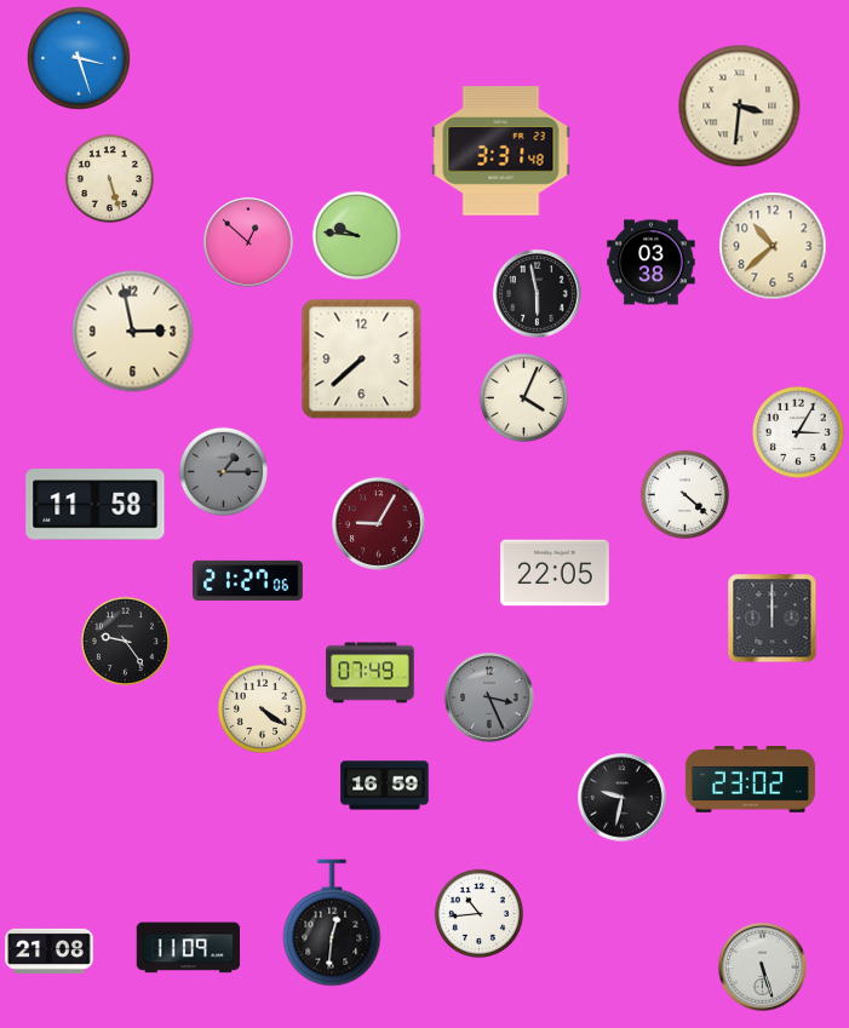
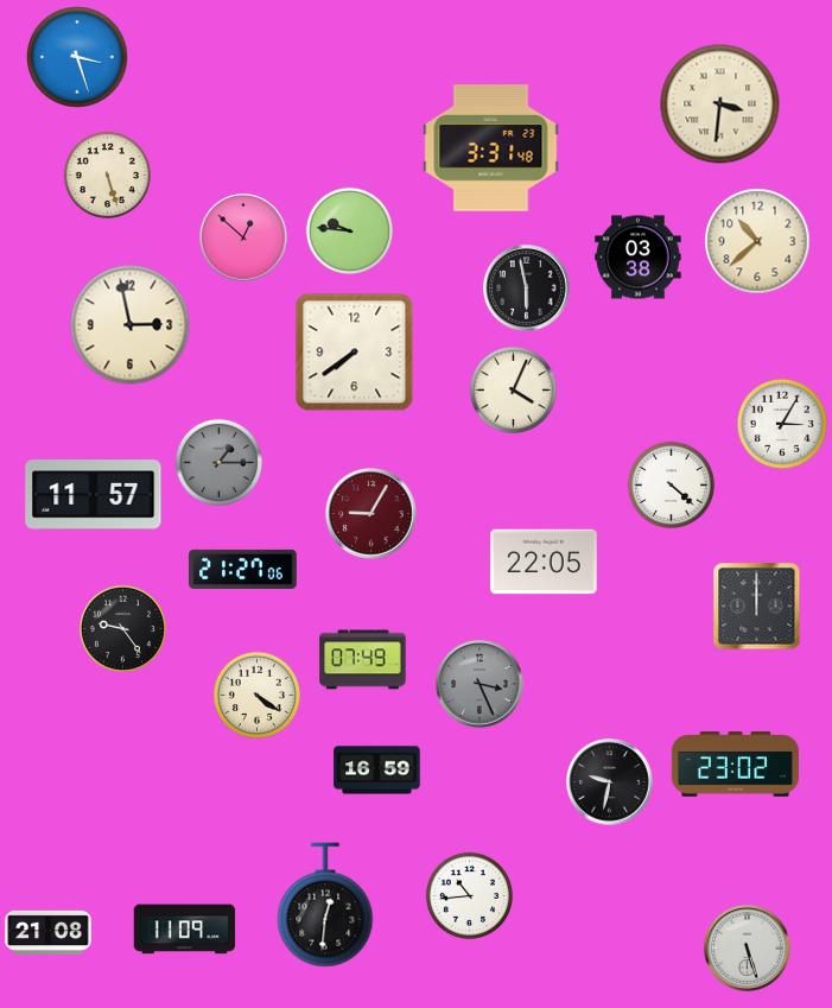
clock at (740, 107) position: (740, 107) -> (720, 104)
clock at (362, 360): 7:38 -> 7:39
clock at (96, 505): 11:58 -> 11:57
